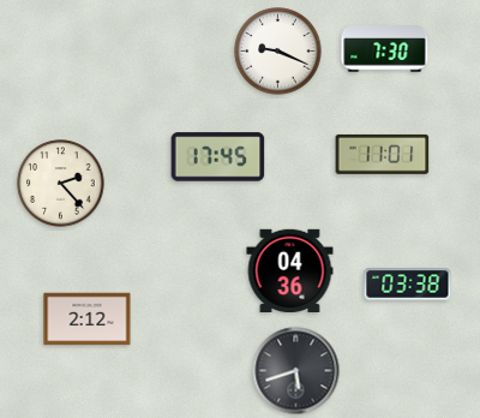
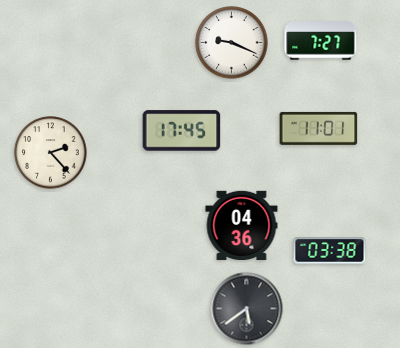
clock at (385, 49): 7:30 -> 7:27
clock at (408, 285) position: (408, 285) -> (330, 251)
clock at (88, 320): 2:12 -> none
clock at (296, 371): 5:42 -> 5:39
